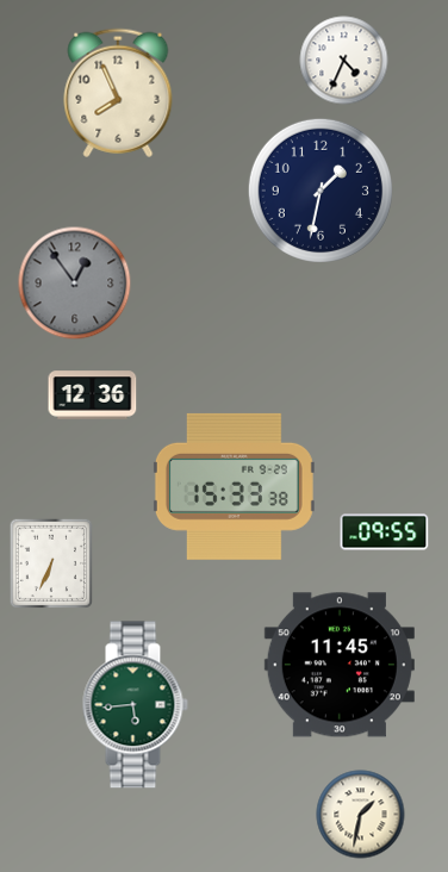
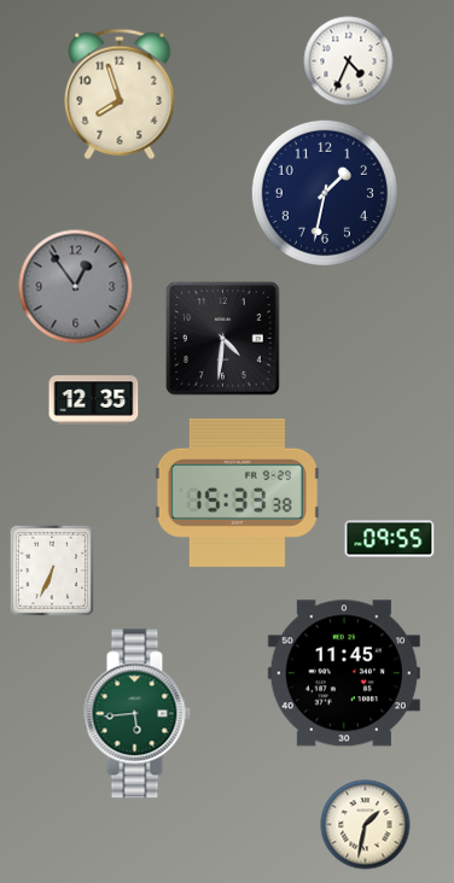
clock at (118, 93): 7:56 -> 7:57
clock at (223, 339): none -> 4:31
clock at (93, 395): 12:36 -> 12:35
